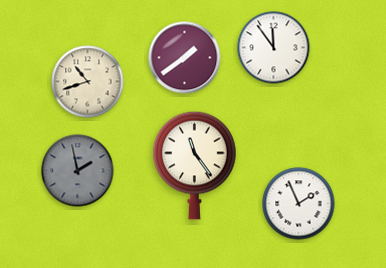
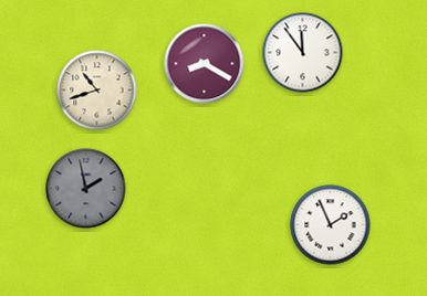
clock at (185, 58): 1:39 -> 8:20
clock at (195, 165): 11:24 -> none
